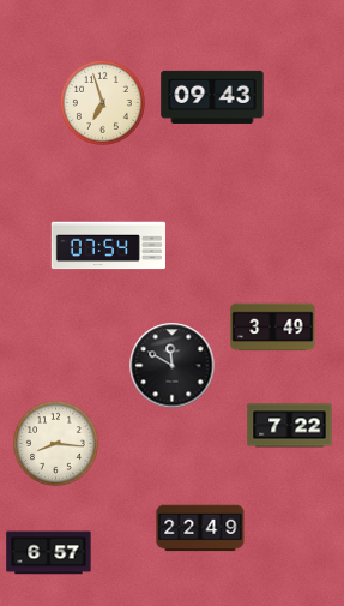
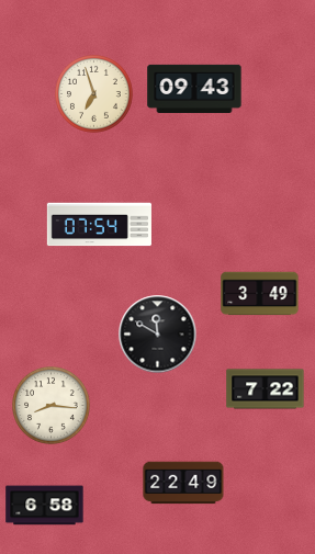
clock at (273, 328) position: (273, 328) -> (260, 294)
clock at (49, 553): 6:57 -> 6:58
